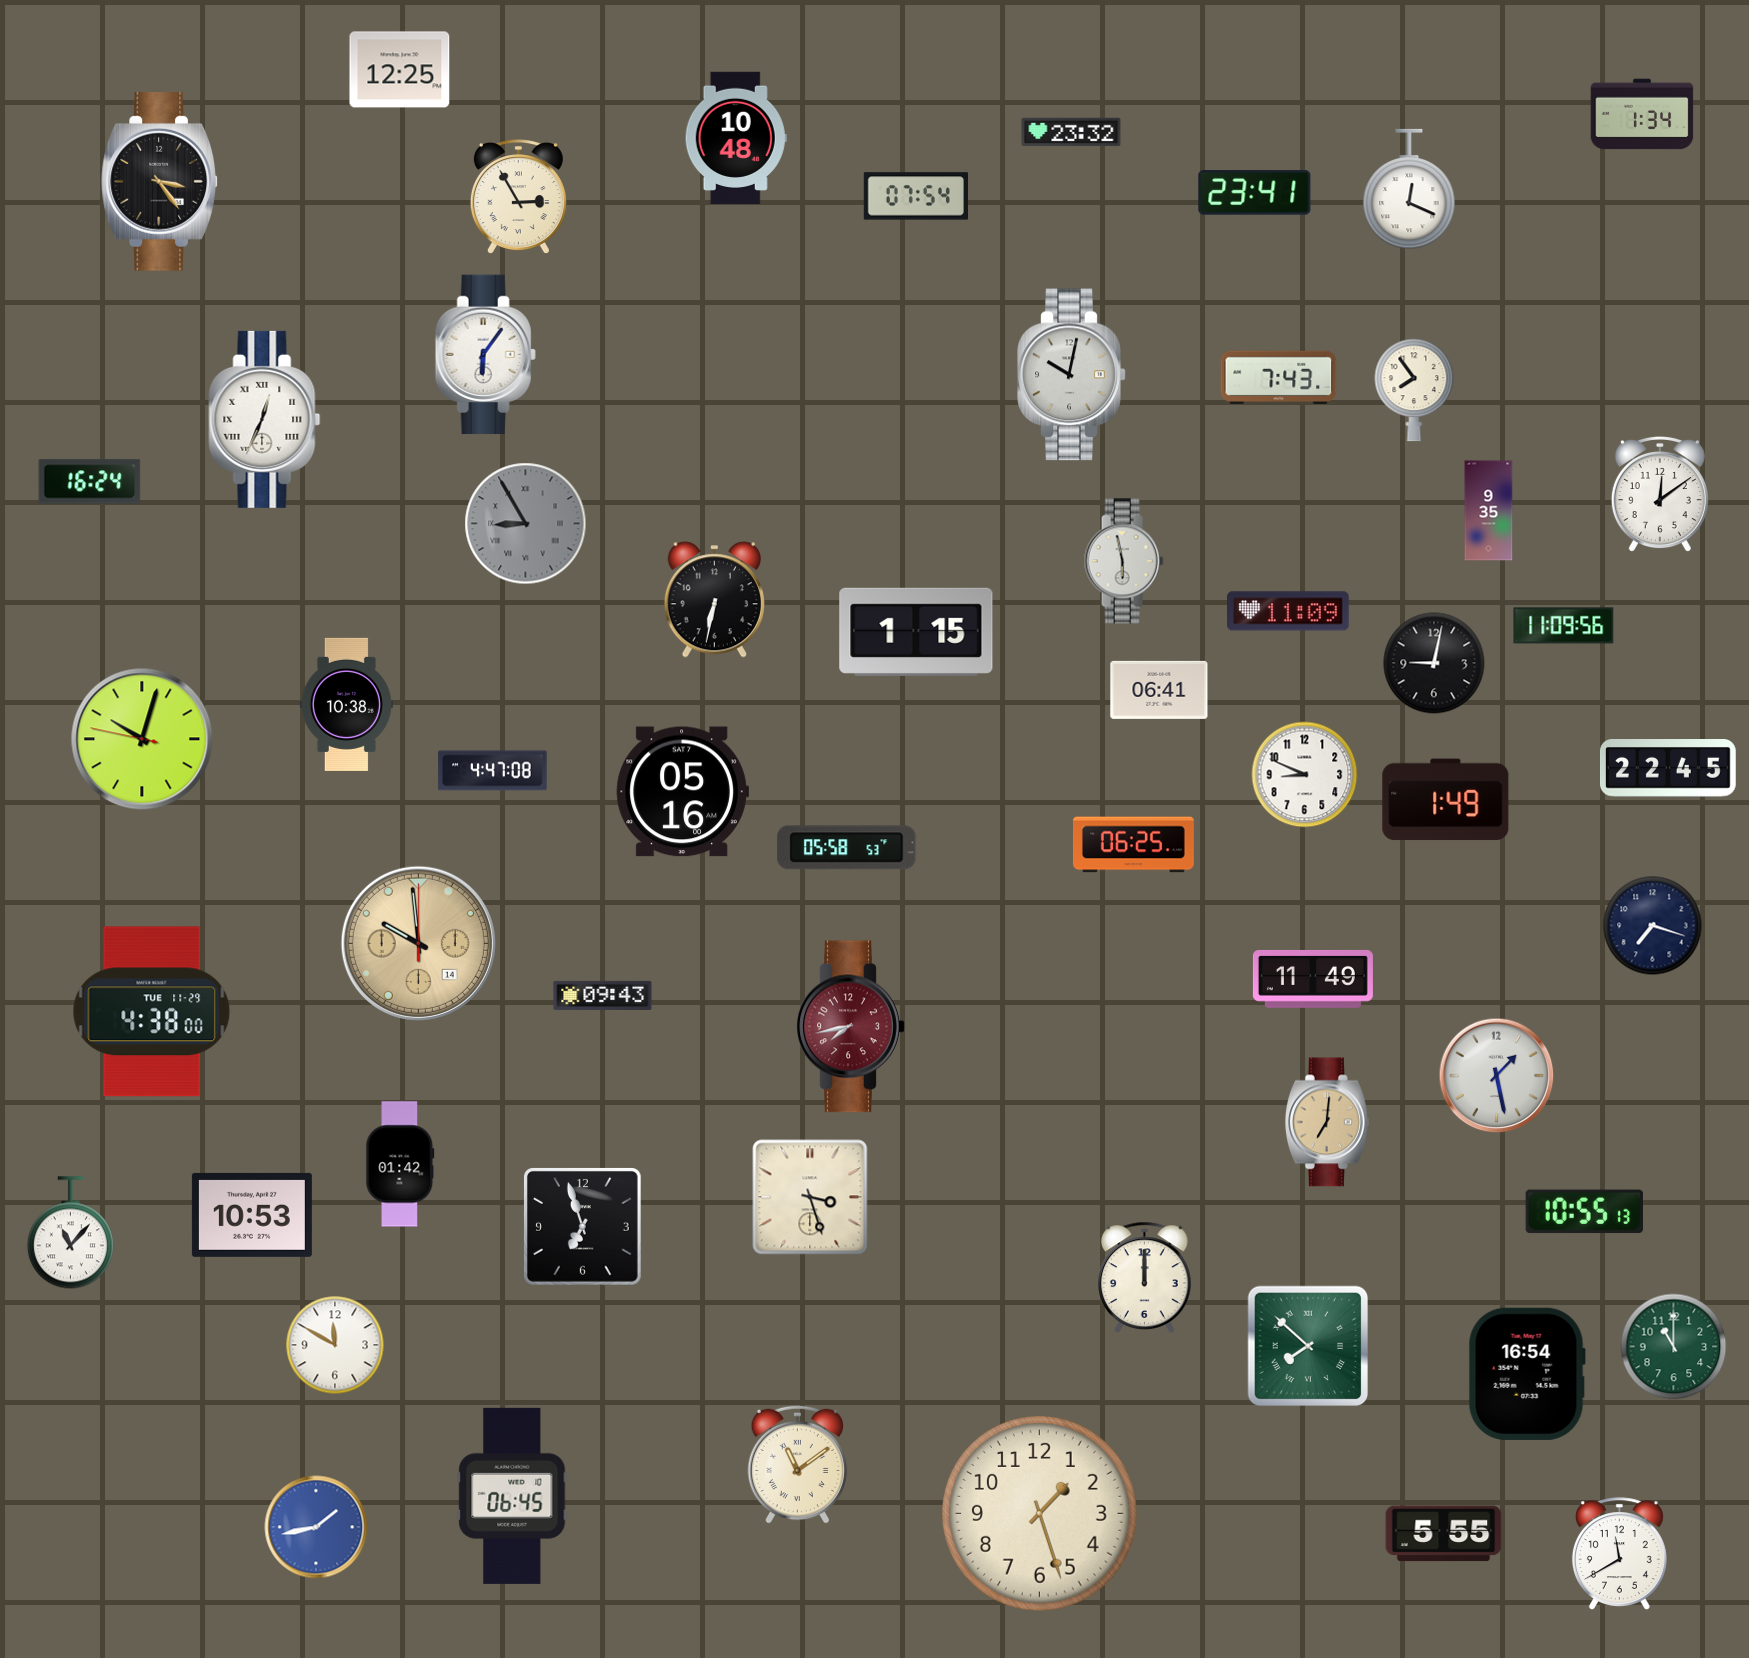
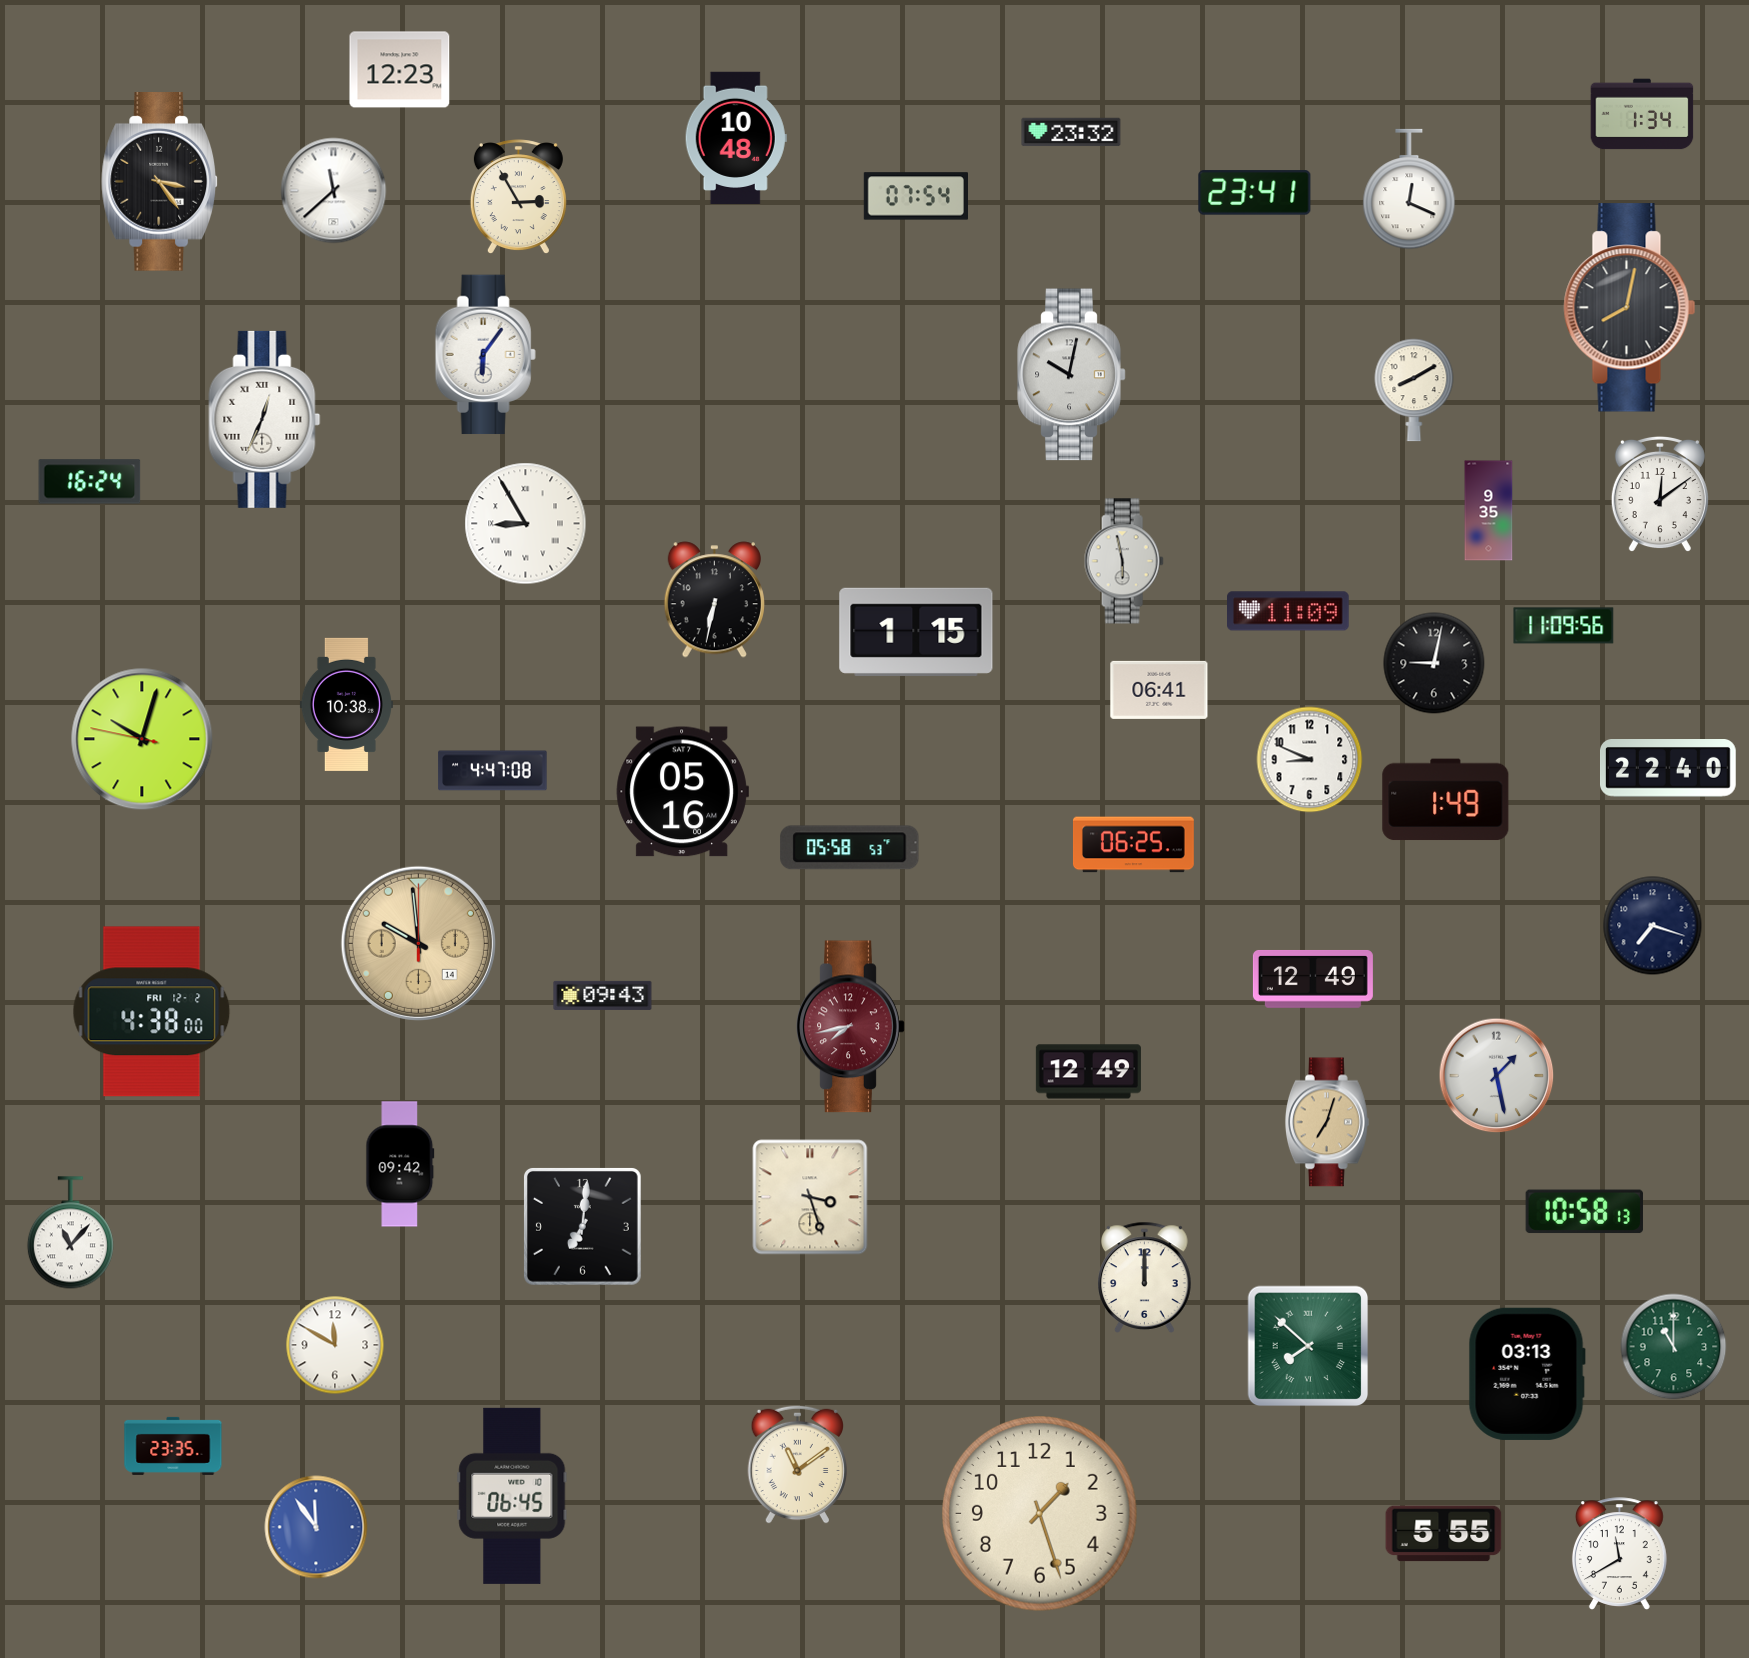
clock at (400, 70): 12:25 -> 12:23
clock at (334, 191): none -> 11:38
clock at (1630, 308): none -> 8:02
clock at (1279, 377): 7:43 -> none
clock at (1414, 390): 7:54 -> 8:10
clock at (526, 524) dial: grey -> white
clock at (1669, 769): 22:45 -> 22:40
clock at (1305, 775) position: (1305, 775) -> (1310, 760)
clock at (847, 848) position: (847, 848) -> (850, 848)
clock at (1313, 979): 11:49 -> 12:49
clock at (152, 1012) date: TUE 11-29 -> FRI 12-2
clock at (1088, 1072): none -> 12:49
clock at (1327, 1122): 7:01 -> 7:03
clock at (400, 1164): 01:42 -> 09:42
clock at (1584, 1212): 10:55 -> 10:58
clock at (252, 1215): 10:53 -> none
clock at (582, 1226): 6:57 -> 7:01
clock at (1527, 1374): 16:54 -> 03:13
clock at (173, 1446): none -> 23:35
clock at (316, 1527): 1:43 -> 11:54
